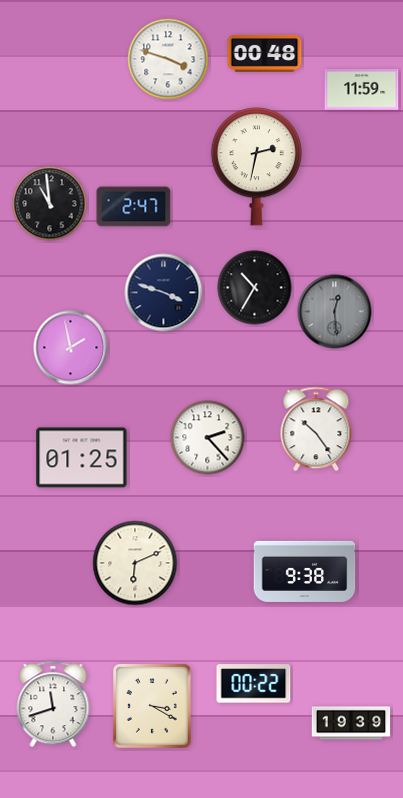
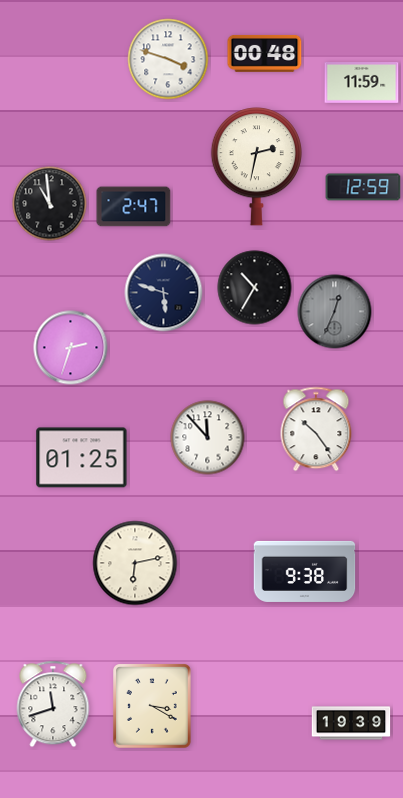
clock at (362, 90) position: (362, 90) -> (362, 83)
clock at (363, 187): none -> 12:59
clock at (164, 293): 3:48 -> 5:48
clock at (335, 312): 12:29 -> 12:34
clock at (71, 348): 1:58 -> 2:33
clock at (208, 438): 2:23 -> 11:53
clock at (135, 563): 6:11 -> 6:13
clock at (254, 684): 00:22 -> none
